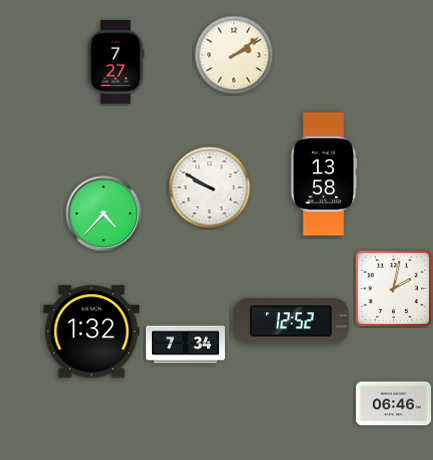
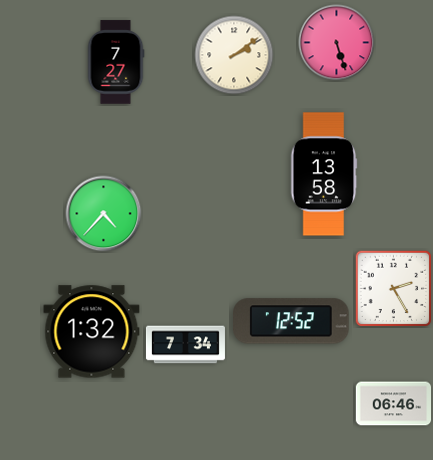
clock at (337, 43): none -> 5:27
clock at (210, 188): 9:50 -> none
clock at (394, 289): 2:02 -> 2:25
